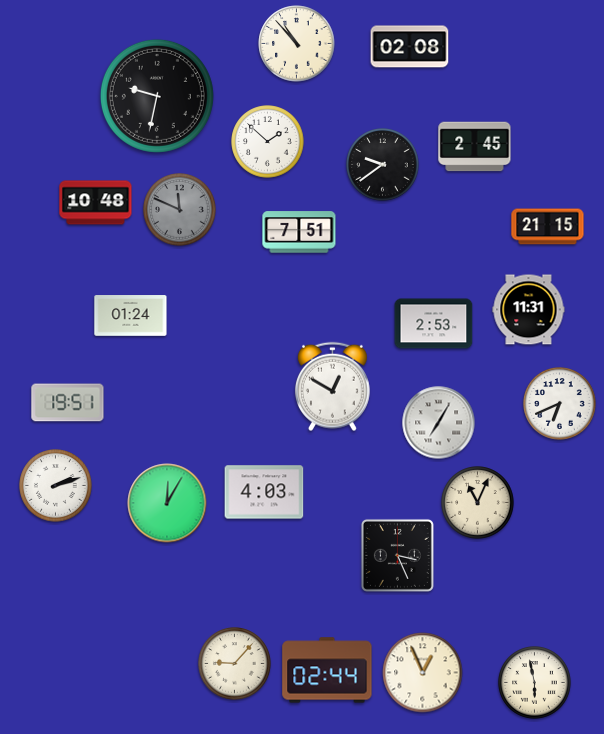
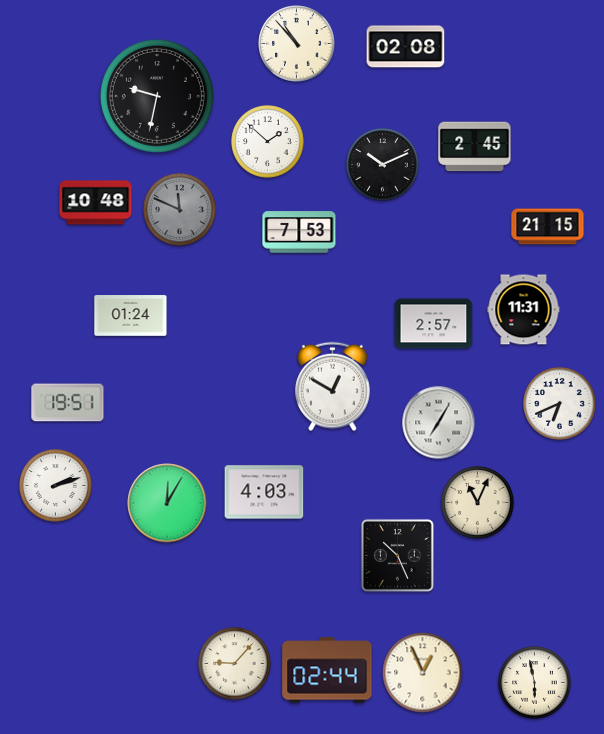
clock at (410, 47) position: (410, 47) -> (406, 47)
clock at (383, 165): 9:39 -> 10:11
clock at (299, 232): 7:51 -> 7:53
clock at (529, 310) position: (529, 310) -> (524, 310)
clock at (434, 324): 2:53 -> 2:57
clock at (397, 555): 3:26 -> 10:26
